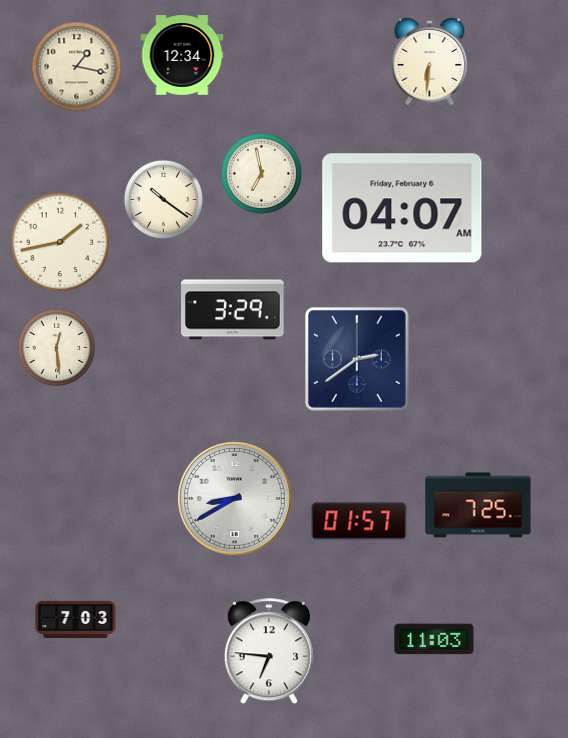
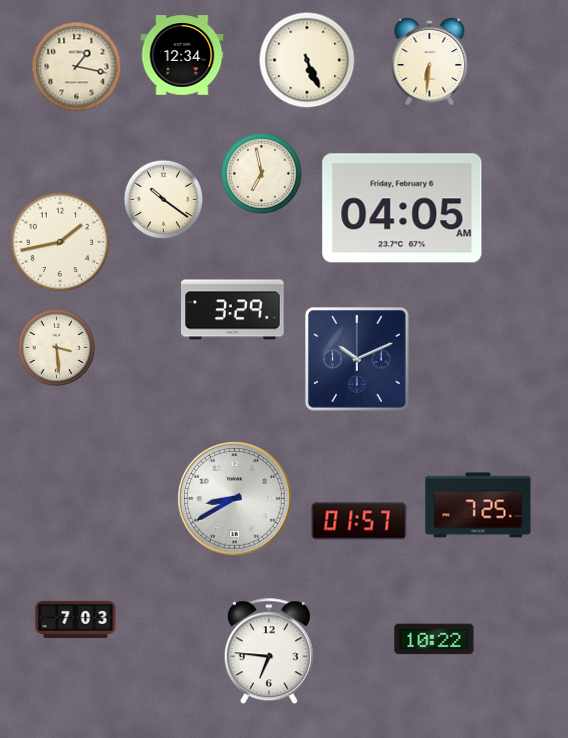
clock at (307, 60): none -> 5:26
clock at (402, 208): 04:07 -> 04:05
clock at (57, 348): 12:29 -> 3:29
clock at (357, 359): 2:39 -> 10:11
clock at (434, 639): 11:03 -> 10:22
